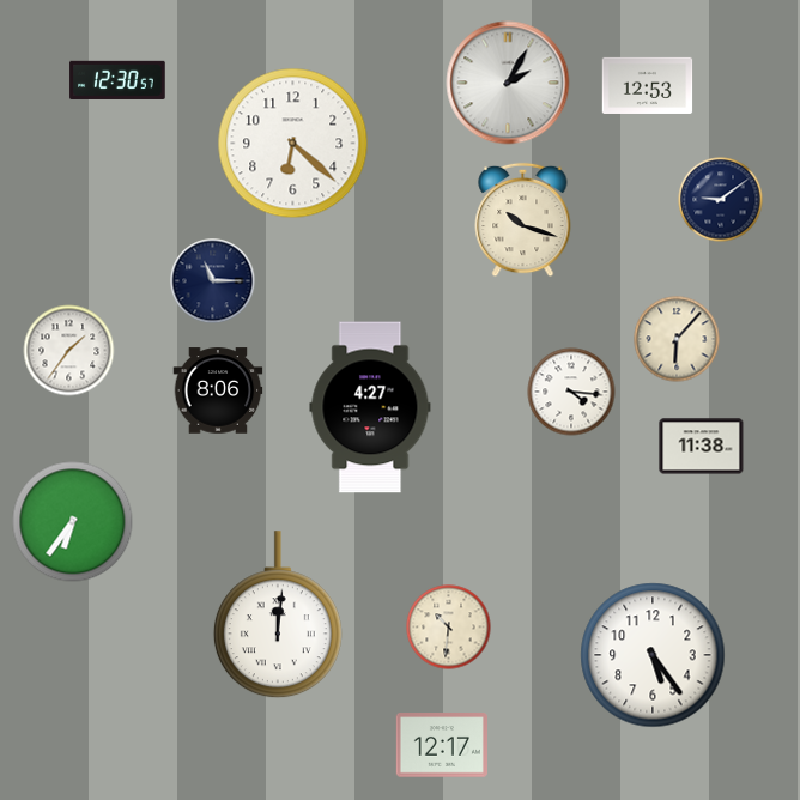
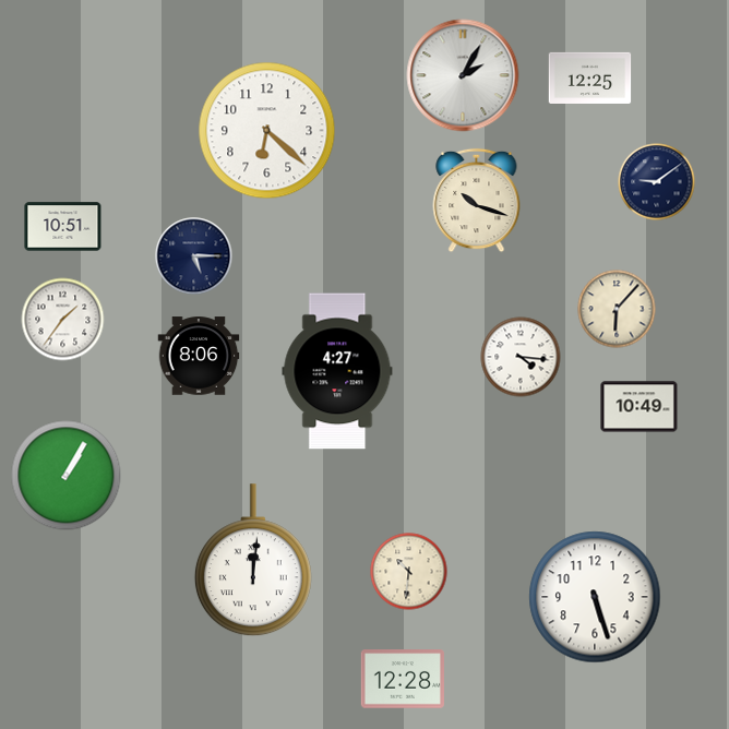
clock at (117, 80): 12:30 -> none
clock at (648, 85): 12:53 -> 12:25
clock at (63, 227): none -> 10:51
clock at (213, 281): 11:15 -> 5:15
clock at (702, 447): 11:38 -> 10:49
clock at (73, 522): 6:36 -> 1:05
clock at (653, 655): 5:24 -> 5:27
clock at (441, 745): 12:17 -> 12:28
